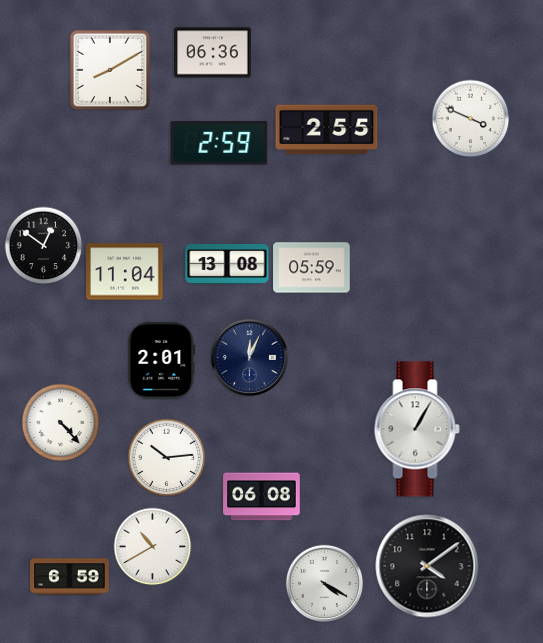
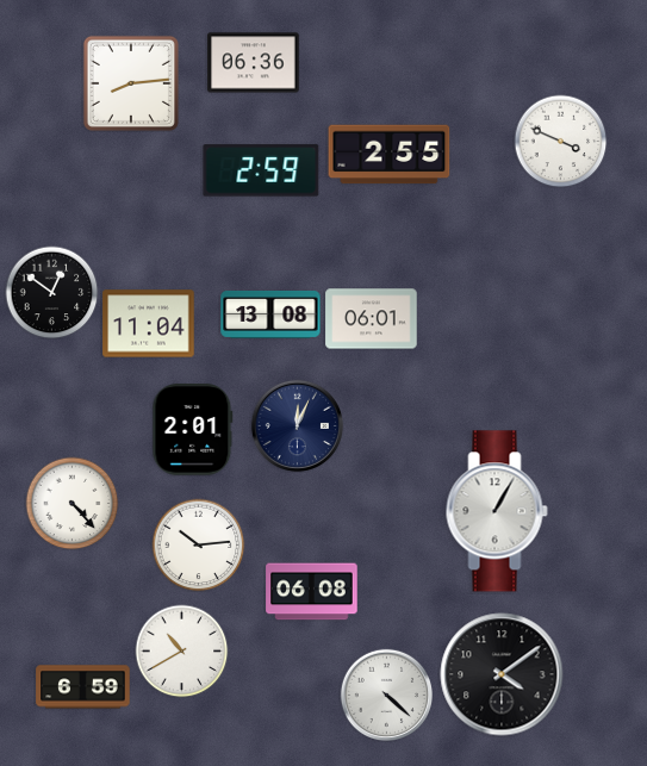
clock at (110, 70): 8:10 -> 8:14
clock at (312, 268): 05:59 -> 06:01
clock at (427, 566) position: (427, 566) -> (502, 674)
clock at (324, 583): 4:20 -> 4:22
